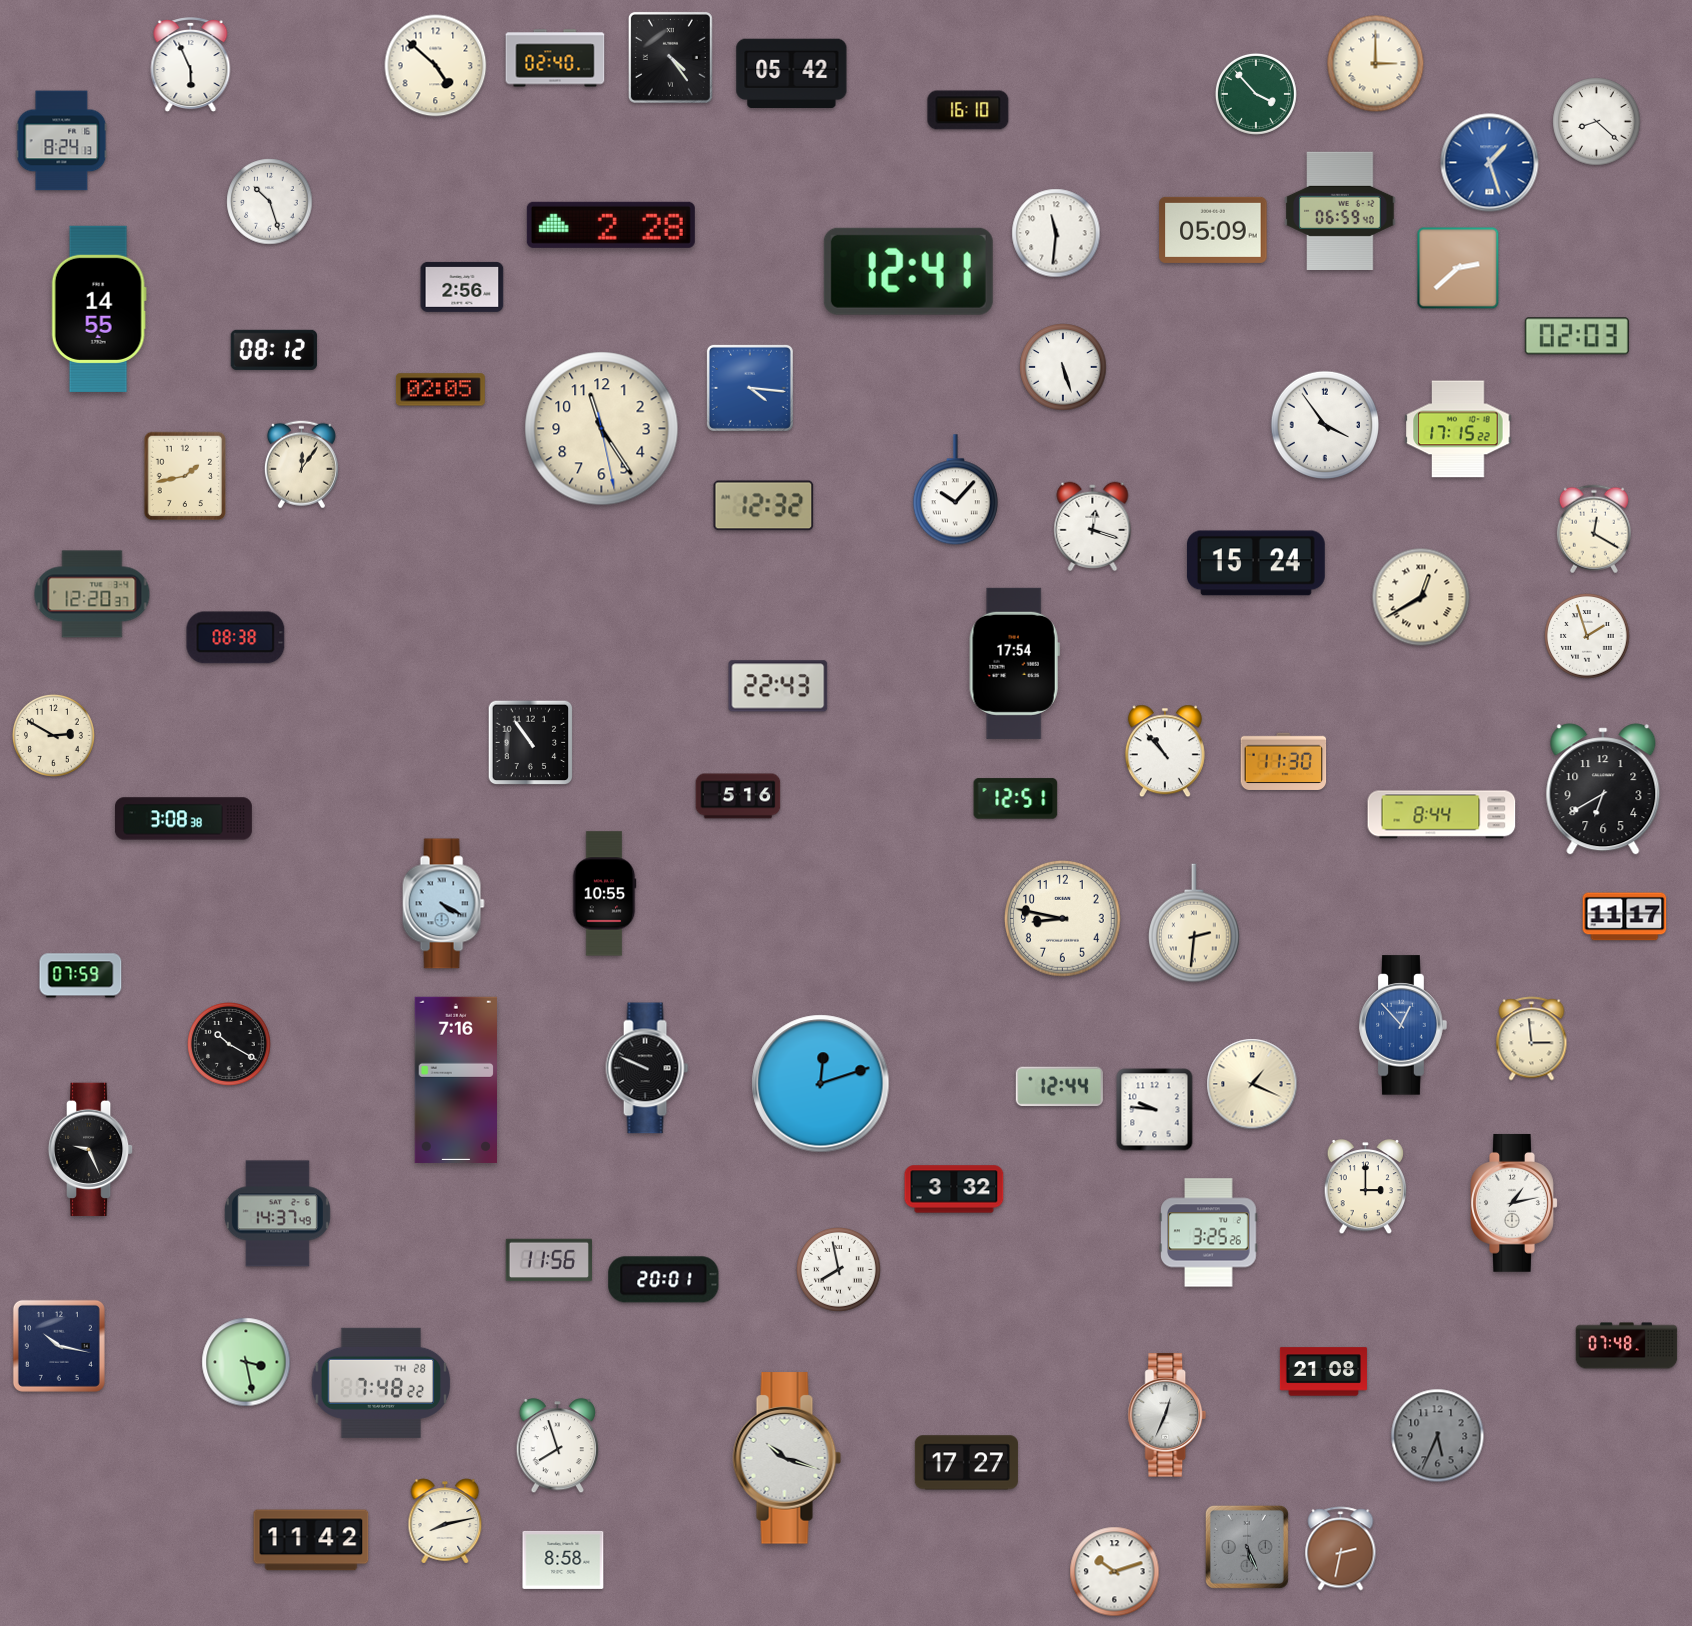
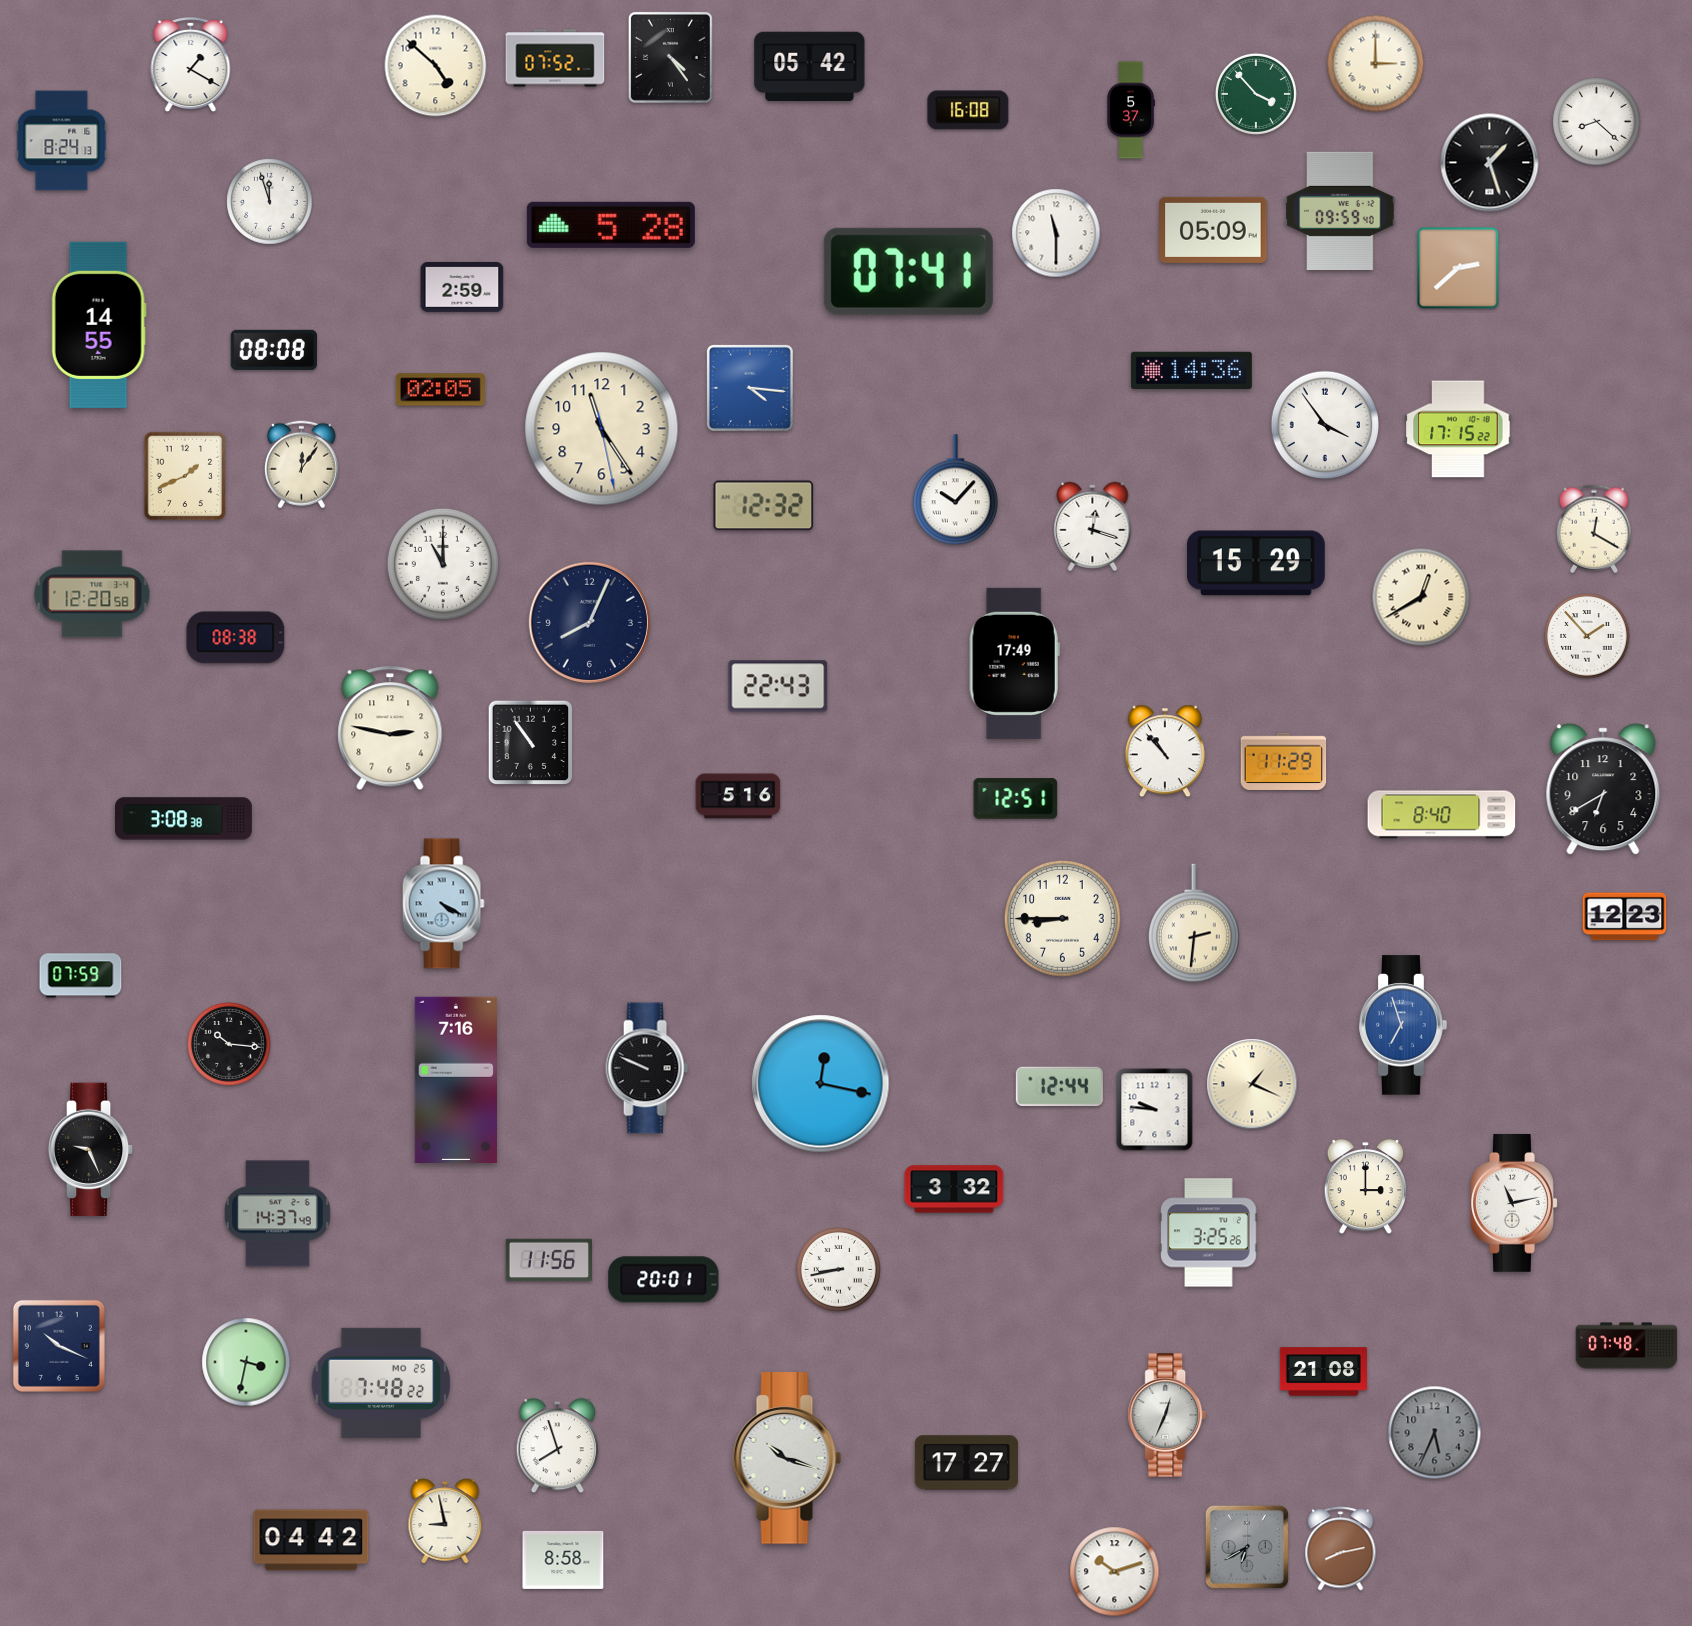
clock at (555, 58): 02:40 -> 07:52
clock at (191, 65): 5:56 -> 1:20
clock at (792, 73) position: (792, 73) -> (810, 66)
clock at (968, 110): 16:10 -> 16:08
clock at (1130, 110): none -> 5:37
clock at (1490, 163) dial: blue -> black
clock at (270, 202): 10:27 -> 11:57
clock at (1340, 210): 06:59 -> 09:59
clock at (611, 225): 2:28 -> 5:28
clock at (1056, 233): 11:31 -> 11:30
clock at (908, 271): 12:41 -> 07:41
clock at (462, 287): 2:56 -> 2:59
clock at (99, 309) position: (99, 309) -> (99, 325)
clock at (1577, 336): 02:03 -> none
clock at (274, 350): 08:12 -> 08:08
clock at (1063, 367): 5:27 -> none
clock at (1191, 370): none -> 14:36
clock at (184, 476): 1:43 -> 1:41
clock at (1256, 563): 15:24 -> 15:29
clock at (443, 564): none -> 11:00
clock at (92, 594): 12:20:37 -> 12:20:58
clock at (589, 622): none -> 8:04
clock at (1587, 636): 1:57 -> 1:53
clock at (1014, 663): 17:54 -> 17:49
clock at (390, 728): none -> 2:47
clock at (53, 735): 2:50 -> none
clock at (1284, 761): 11:30 -> 11:29
clock at (1442, 815): 8:44 -> 8:40
clock at (604, 894): 10:55 -> none
clock at (1625, 917): 11:17 -> 12:23
clock at (1063, 919): 8:47 -> 8:45
clock at (1403, 1025): 12:53 -> 6:57
clock at (1532, 1039): 2:59 -> none
clock at (230, 1045): 10:20 -> 10:16
clock at (821, 1084): 12:12 -> 12:17
clock at (1514, 1203): 1:13 -> 11:13
clock at (839, 1270): 7:58 -> 8:43
clock at (59, 1346): 10:17 -> 10:19
clock at (246, 1362): 3:28 -> 3:32
clock at (381, 1383) date: TH 28 -> MO 25
clock at (1438, 1436) position: (1438, 1436) -> (1435, 1433)
clock at (445, 1521): 8:13 -> 8:58
clock at (311, 1540): 11:42 -> 04:42
clock at (1247, 1547): 5:26 -> 6:40
clock at (1341, 1549): 2:32 -> 8:13
